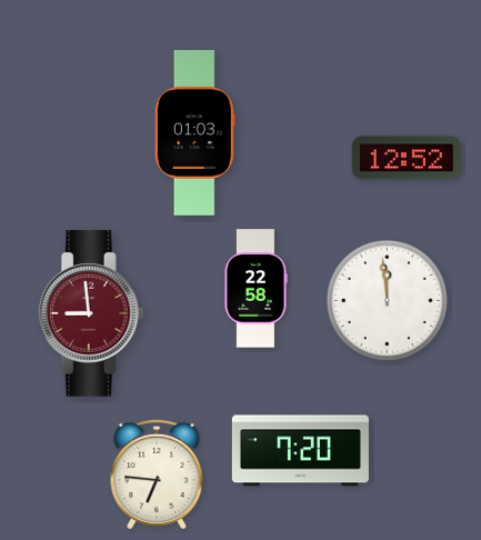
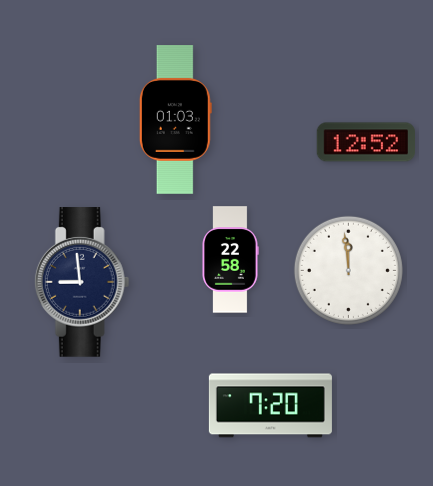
clock at (91, 313) dial: burgundy -> navy
clock at (157, 473): 6:46 -> none
